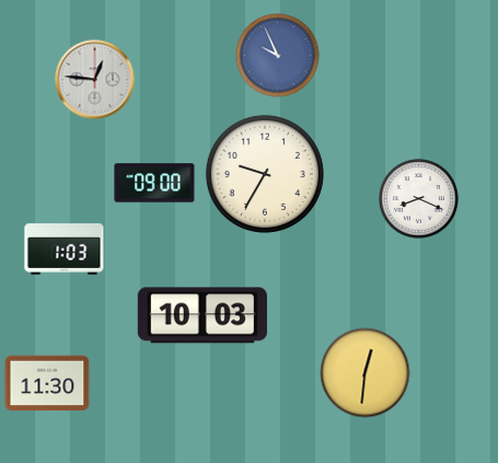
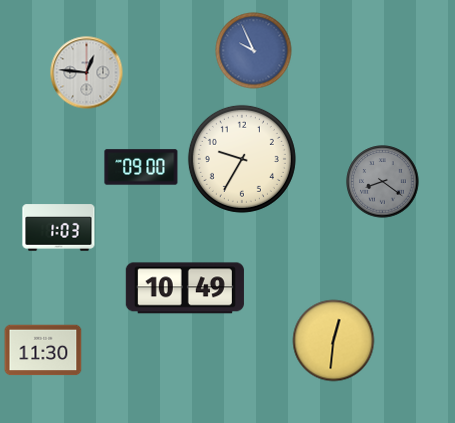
clock at (419, 199): 8:19 -> 8:21
clock at (419, 199) dial: white -> grey
clock at (202, 315): 10:03 -> 10:49
